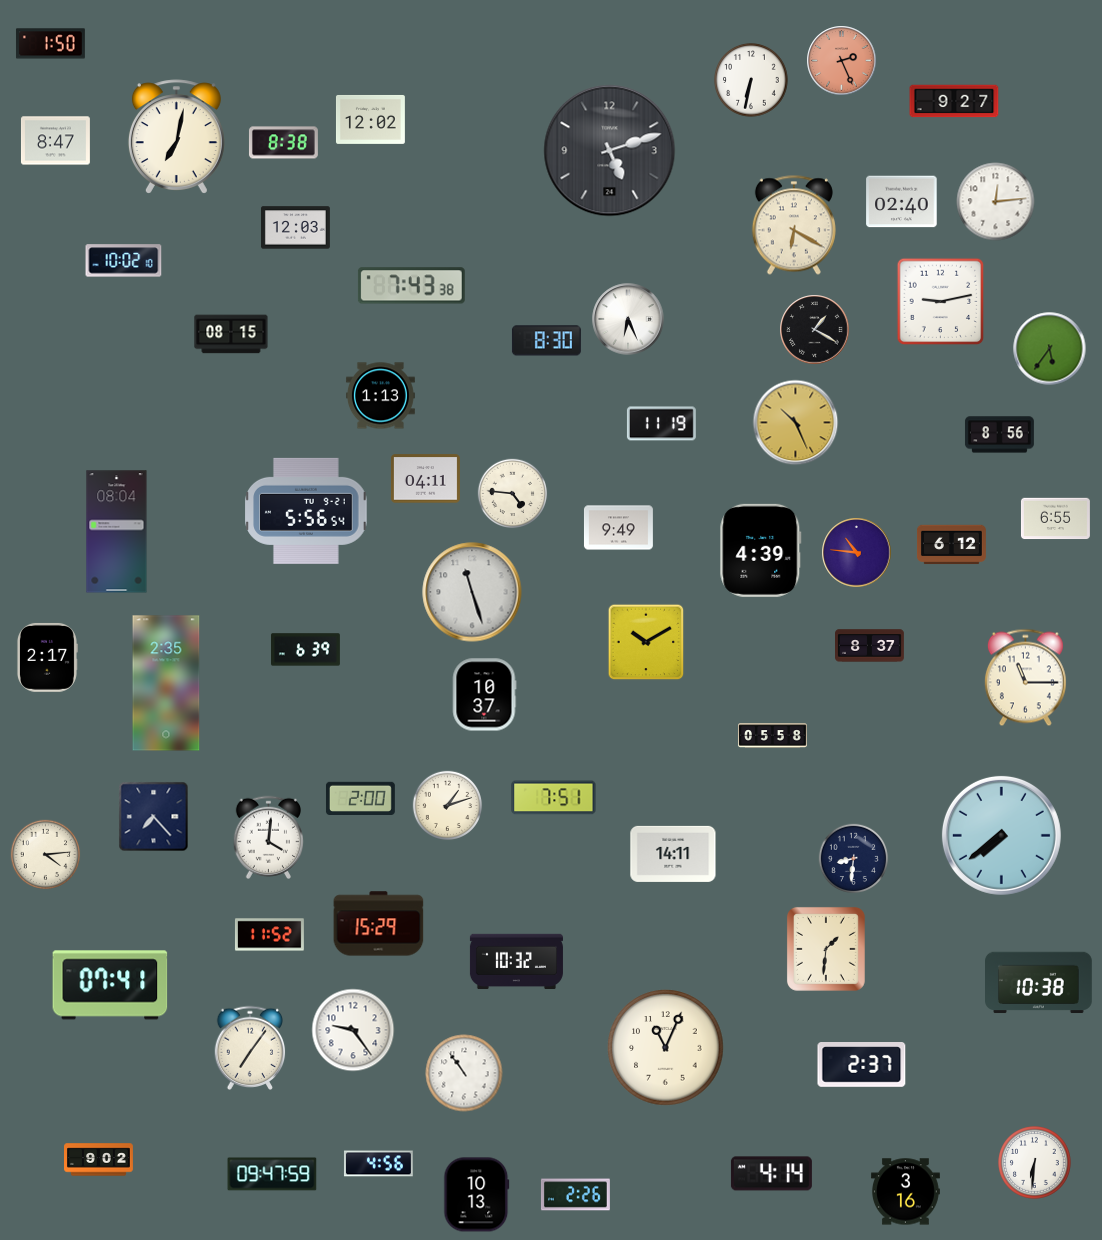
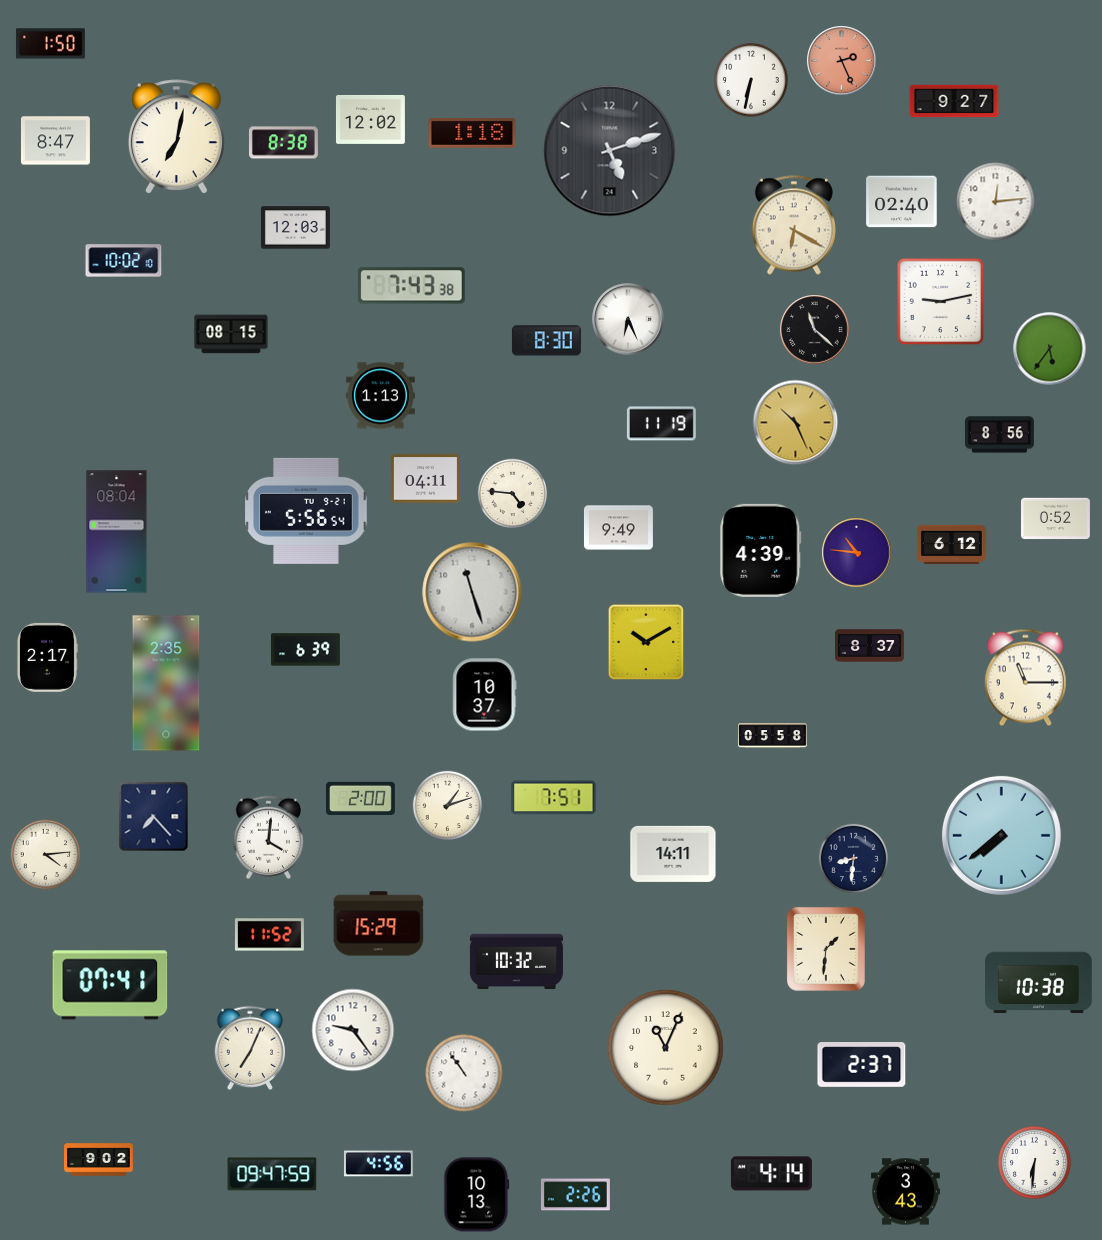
clock at (472, 133): none -> 1:18
clock at (815, 330): 1:20 -> 11:22
clock at (1055, 519): 6:55 -> 0:52
clock at (250, 1047): 7:06 -> 7:04
clock at (905, 1192): 3:16 -> 3:43
